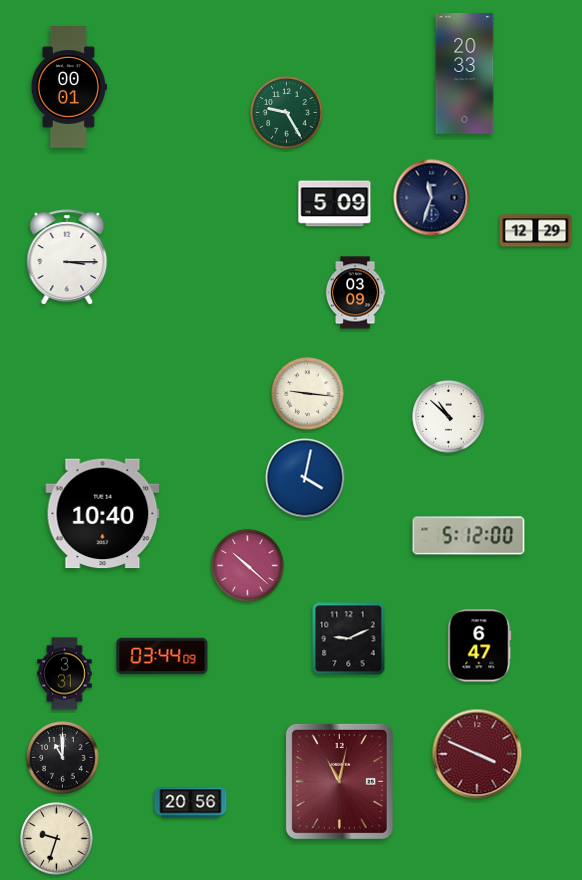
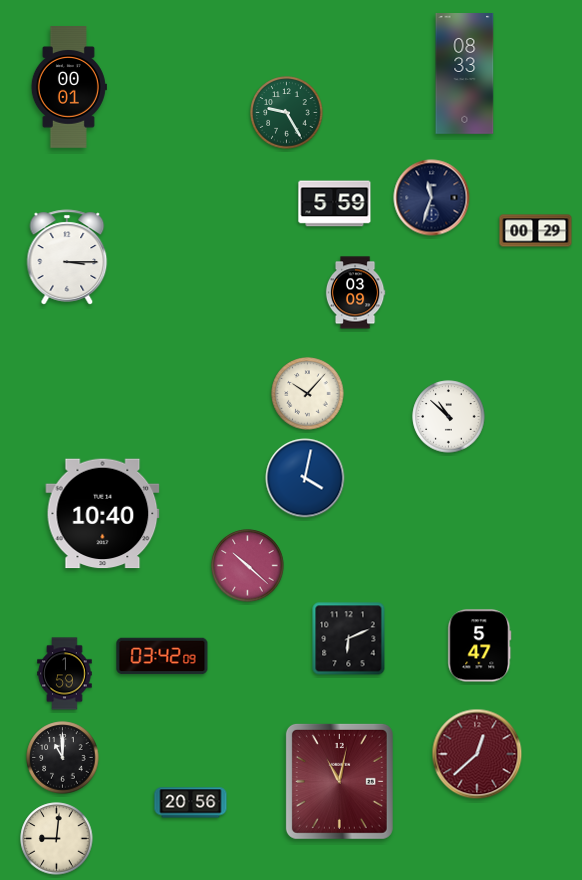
clock at (465, 74): 20:33 -> 08:33
clock at (335, 204): 5:09 -> 5:59
clock at (536, 231): 12:29 -> 00:29
clock at (308, 394): 9:16 -> 10:07
clock at (469, 536): 5:12 -> none
clock at (349, 639): 9:11 -> 6:11
clock at (480, 646): 6:47 -> 5:47
clock at (162, 656): 03:44 -> 03:42
clock at (65, 674): 3:31 -> 1:59
clock at (477, 754): 3:49 -> 12:38
clock at (57, 839): 9:33 -> 9:01
